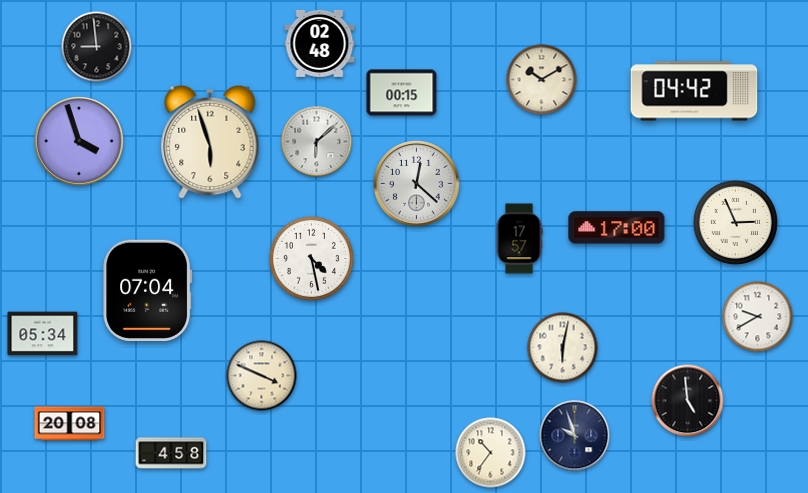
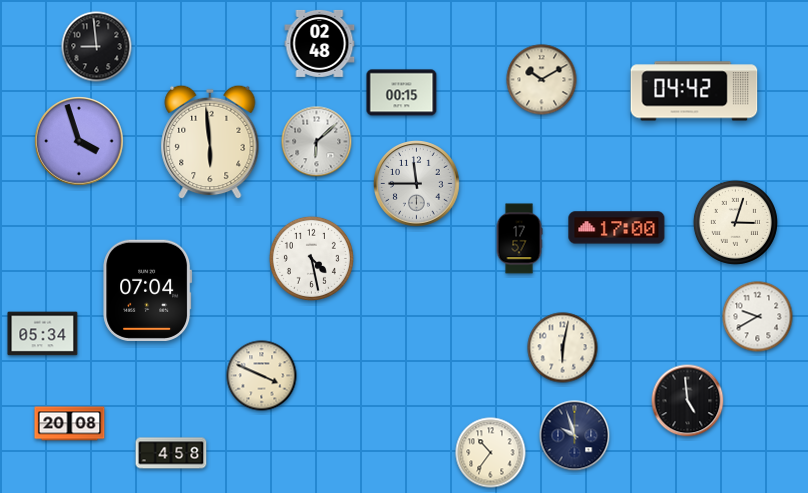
clock at (210, 142): 5:57 -> 5:59
clock at (417, 184): 12:22 -> 11:45
clock at (735, 222): 2:56 -> 3:03
